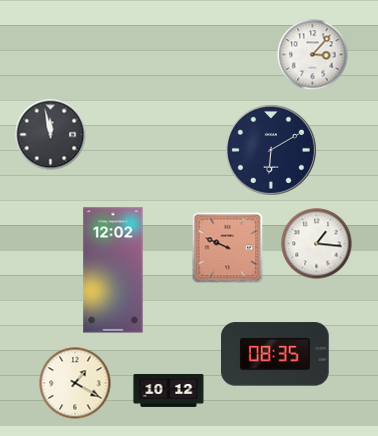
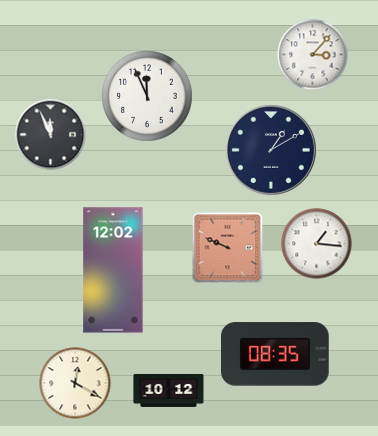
clock at (148, 97): none -> 11:56
clock at (51, 135): 11:58 -> 11:56
clock at (271, 150): 6:10 -> 1:10
clock at (75, 383): 1:20 -> 12:20
